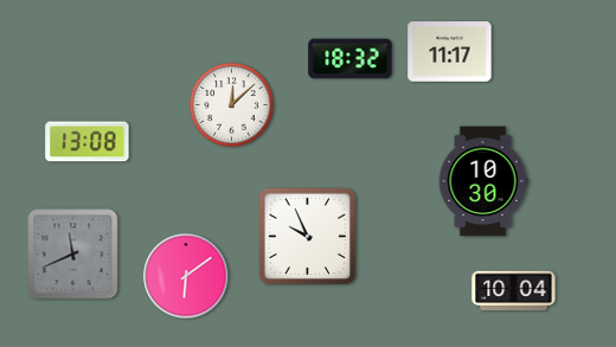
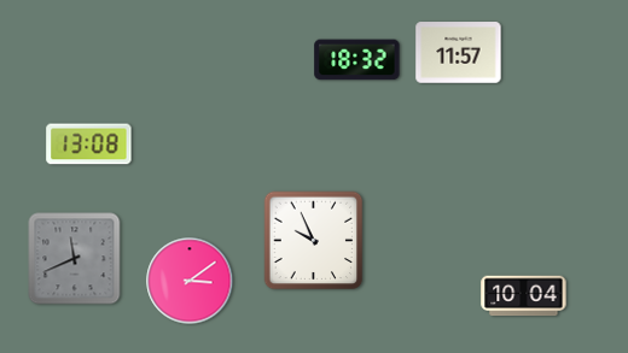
clock at (450, 52): 11:17 -> 11:57
clock at (232, 105): 12:08 -> none
clock at (483, 181): 10:30 -> none
clock at (186, 276): 6:09 -> 3:09
